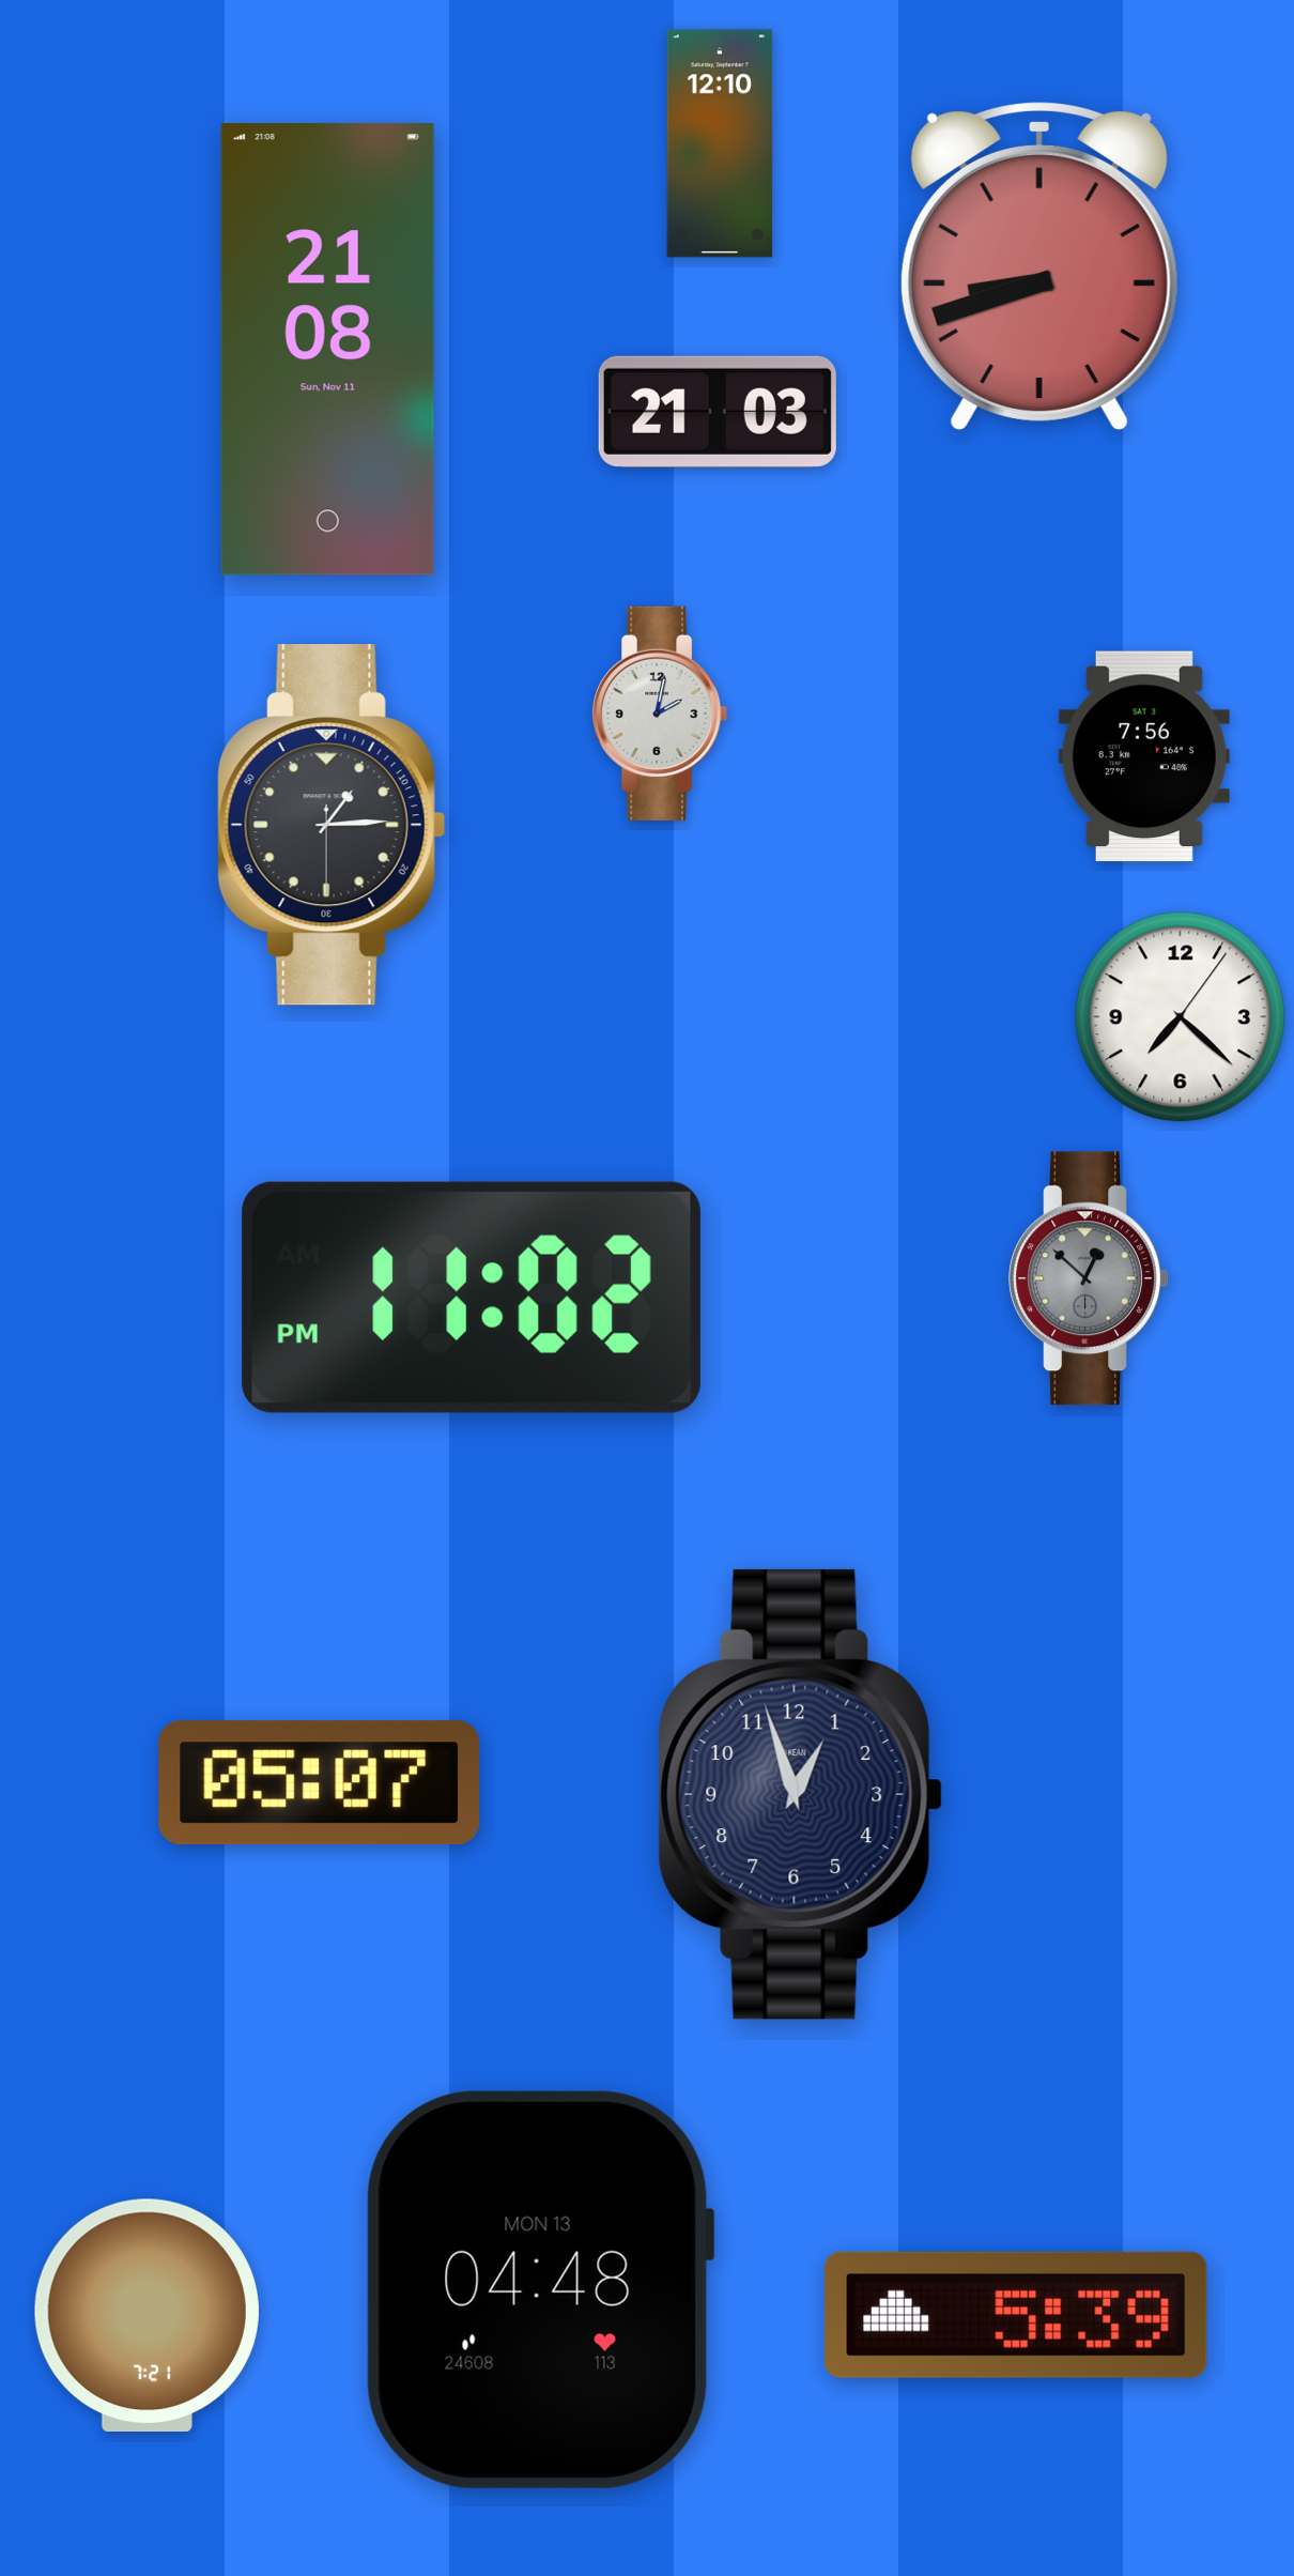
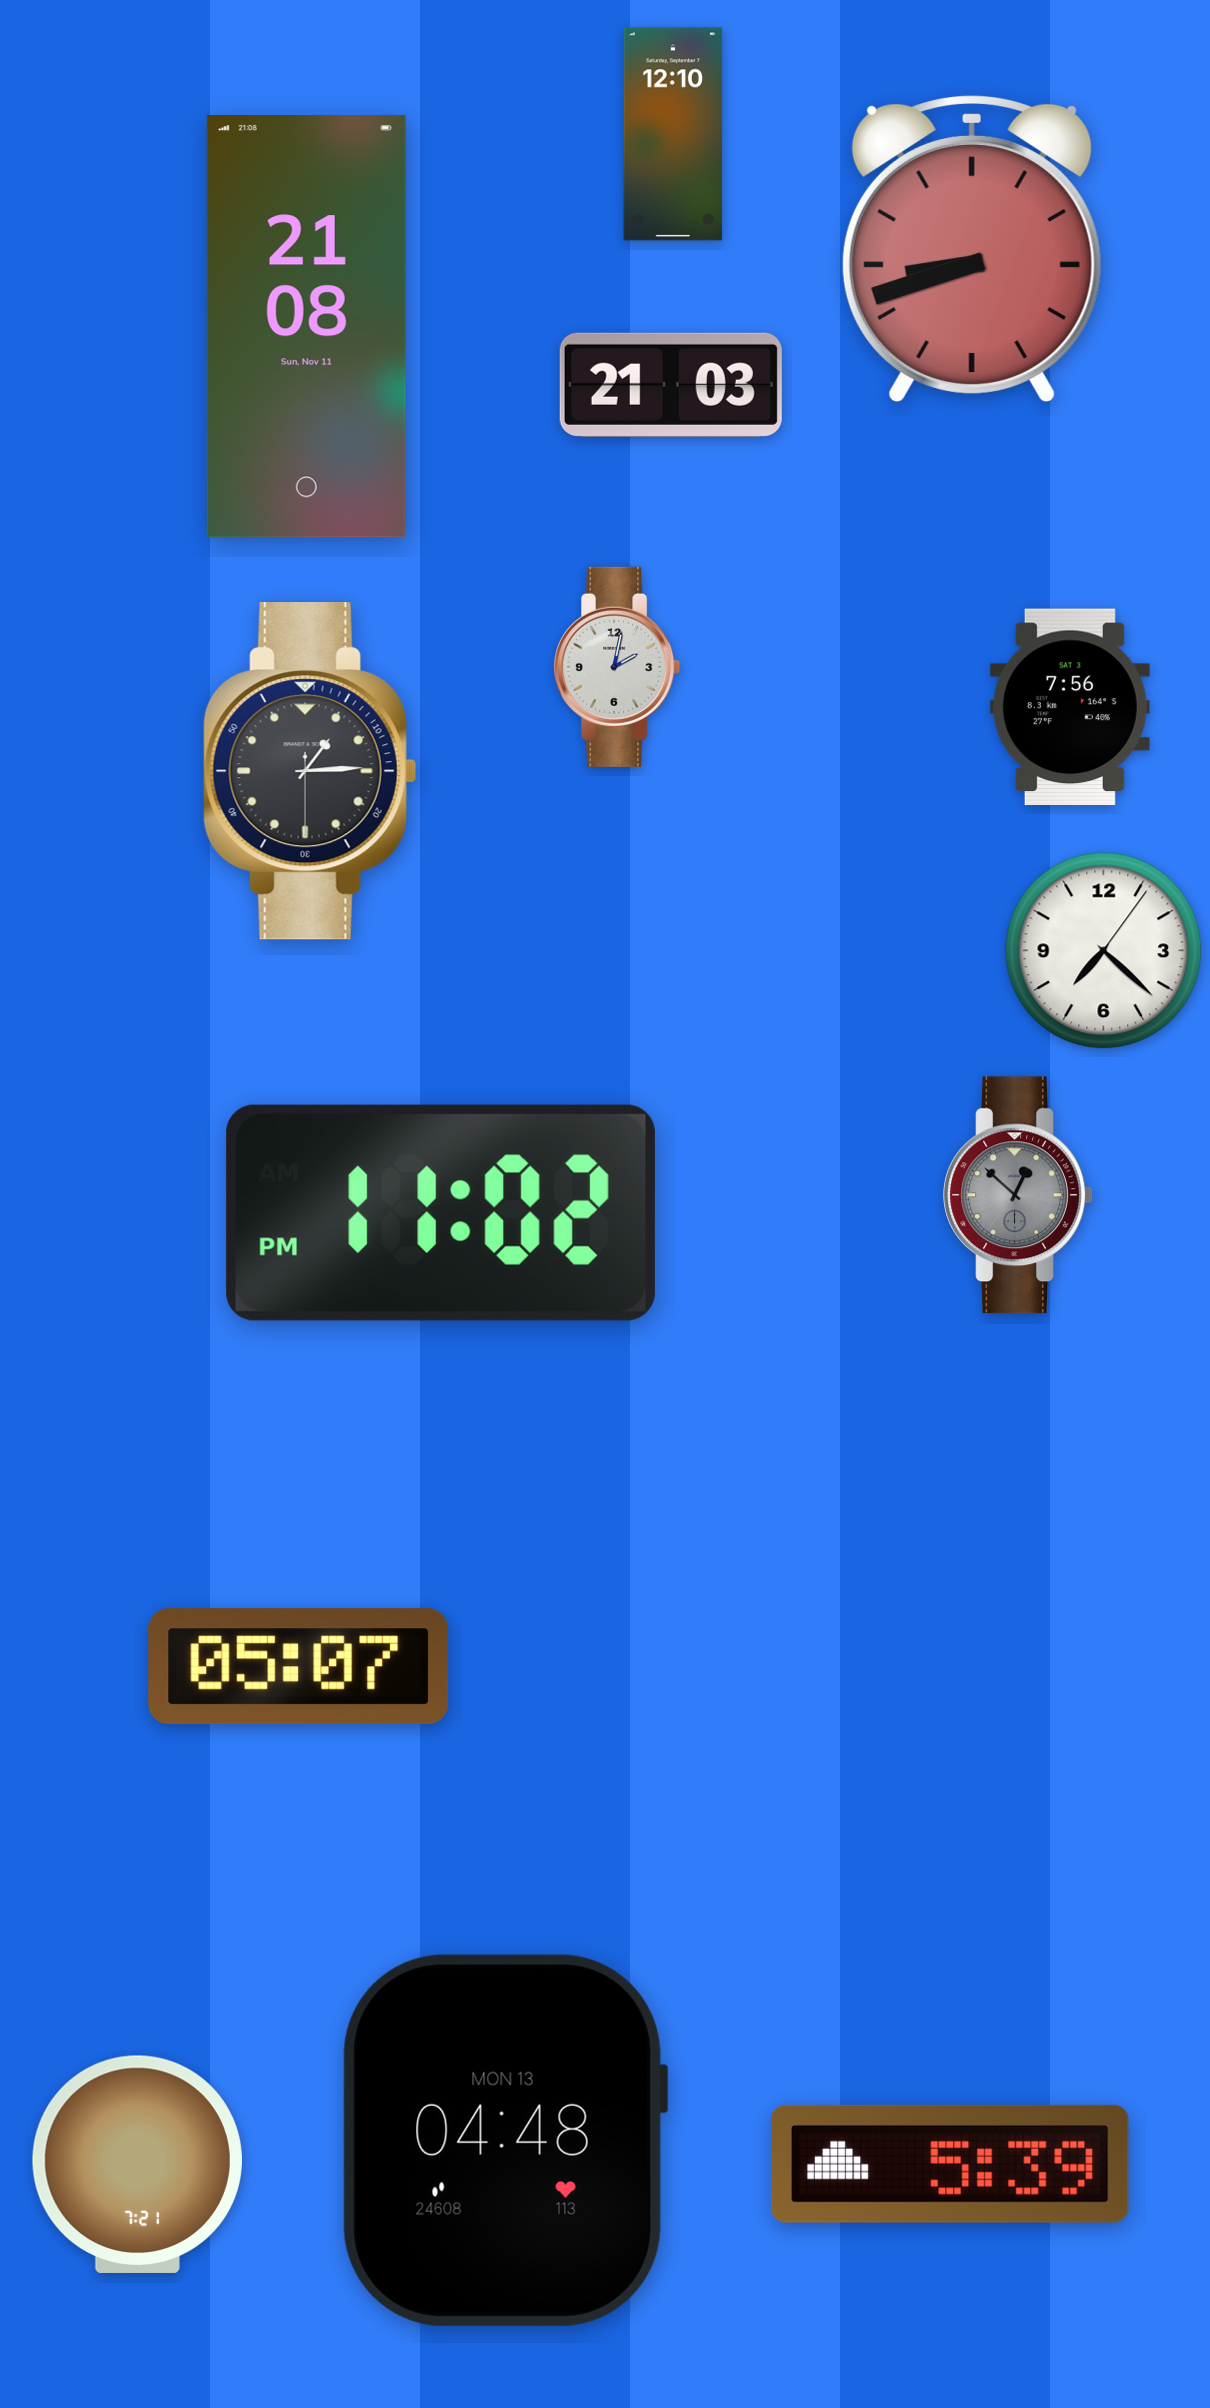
clock at (800, 1794): 12:57 -> none
